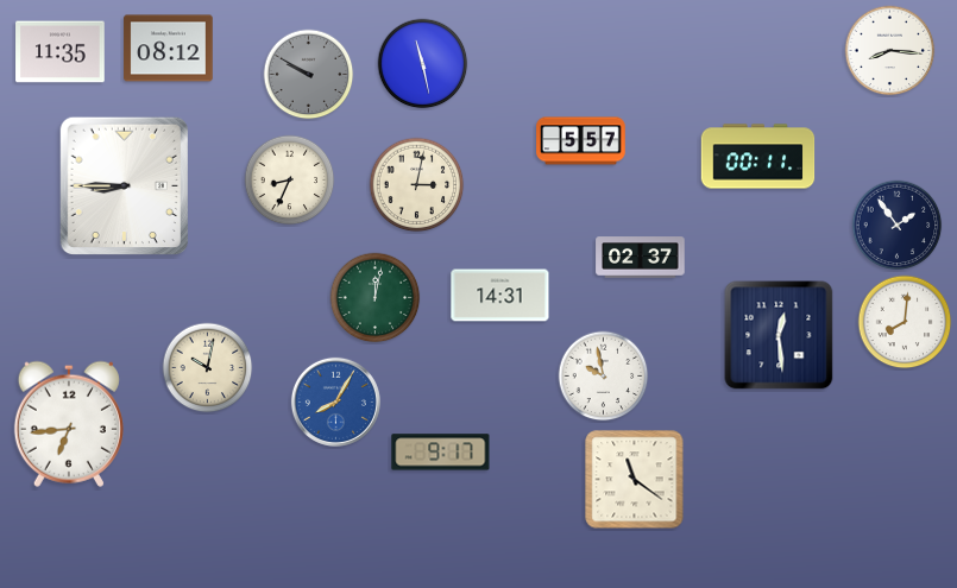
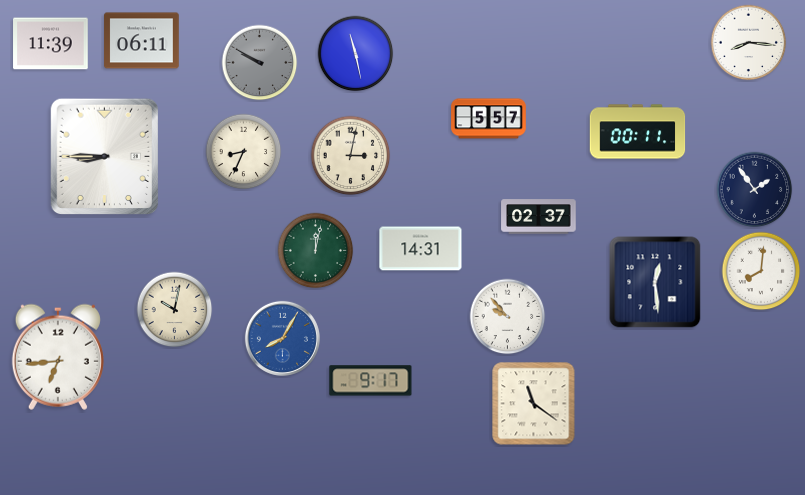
clock at (169, 49): 08:12 -> 06:11
clock at (61, 52): 11:35 -> 11:39
clock at (604, 377): 9:58 -> 9:53
